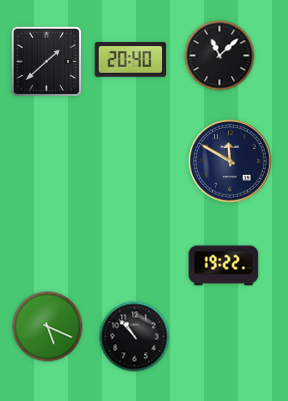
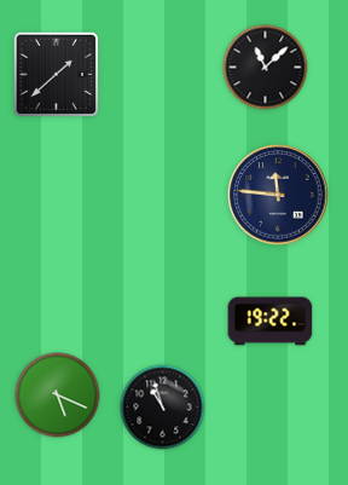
clock at (131, 60): 20:40 -> none
clock at (230, 161): 11:50 -> 11:46
clock at (135, 337): 10:53 -> 10:57
